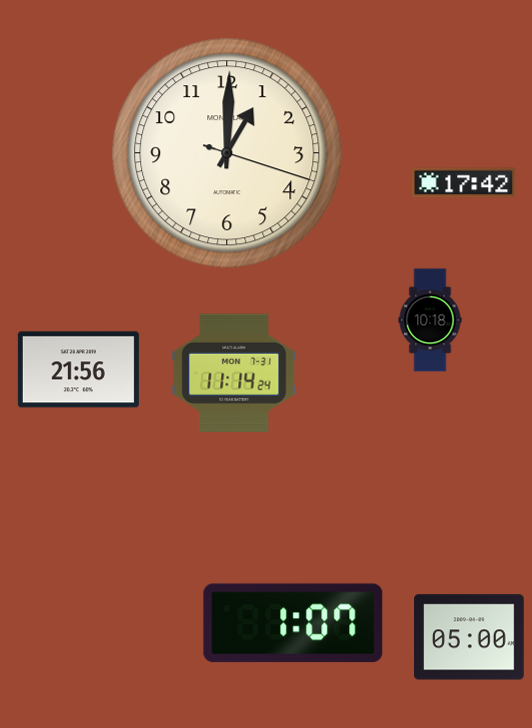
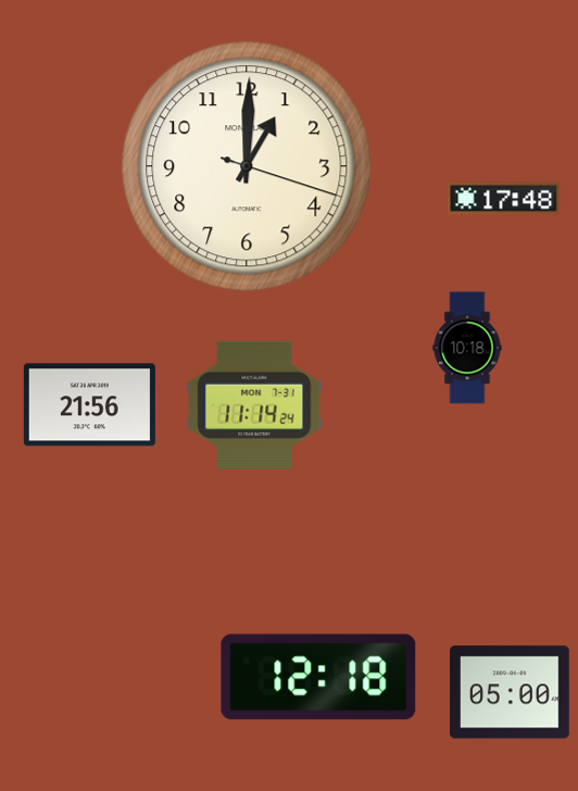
clock at (464, 183): 17:42 -> 17:48
clock at (78, 370) position: (78, 370) -> (89, 405)
clock at (293, 623): 1:07 -> 12:18
